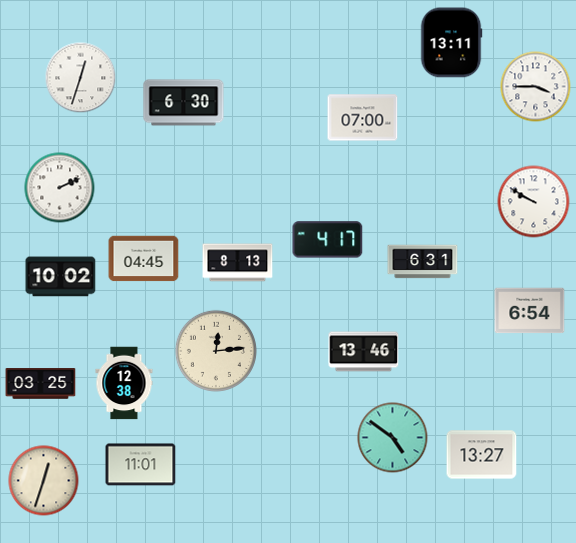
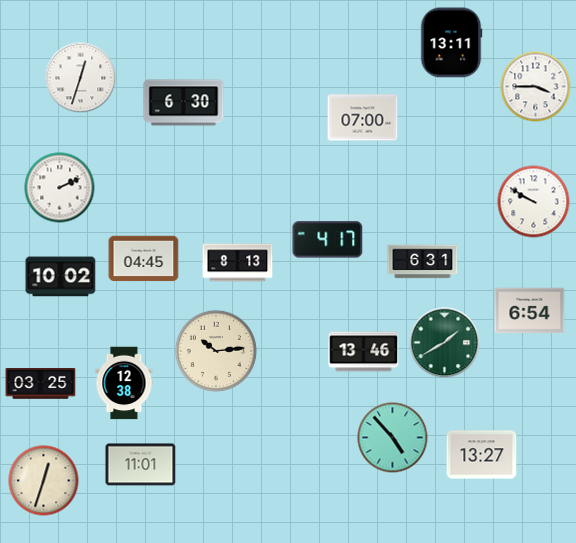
clock at (445, 343): none -> 1:40
clock at (216, 351): 12:14 -> 10:14
clock at (393, 438): 4:51 -> 4:53
